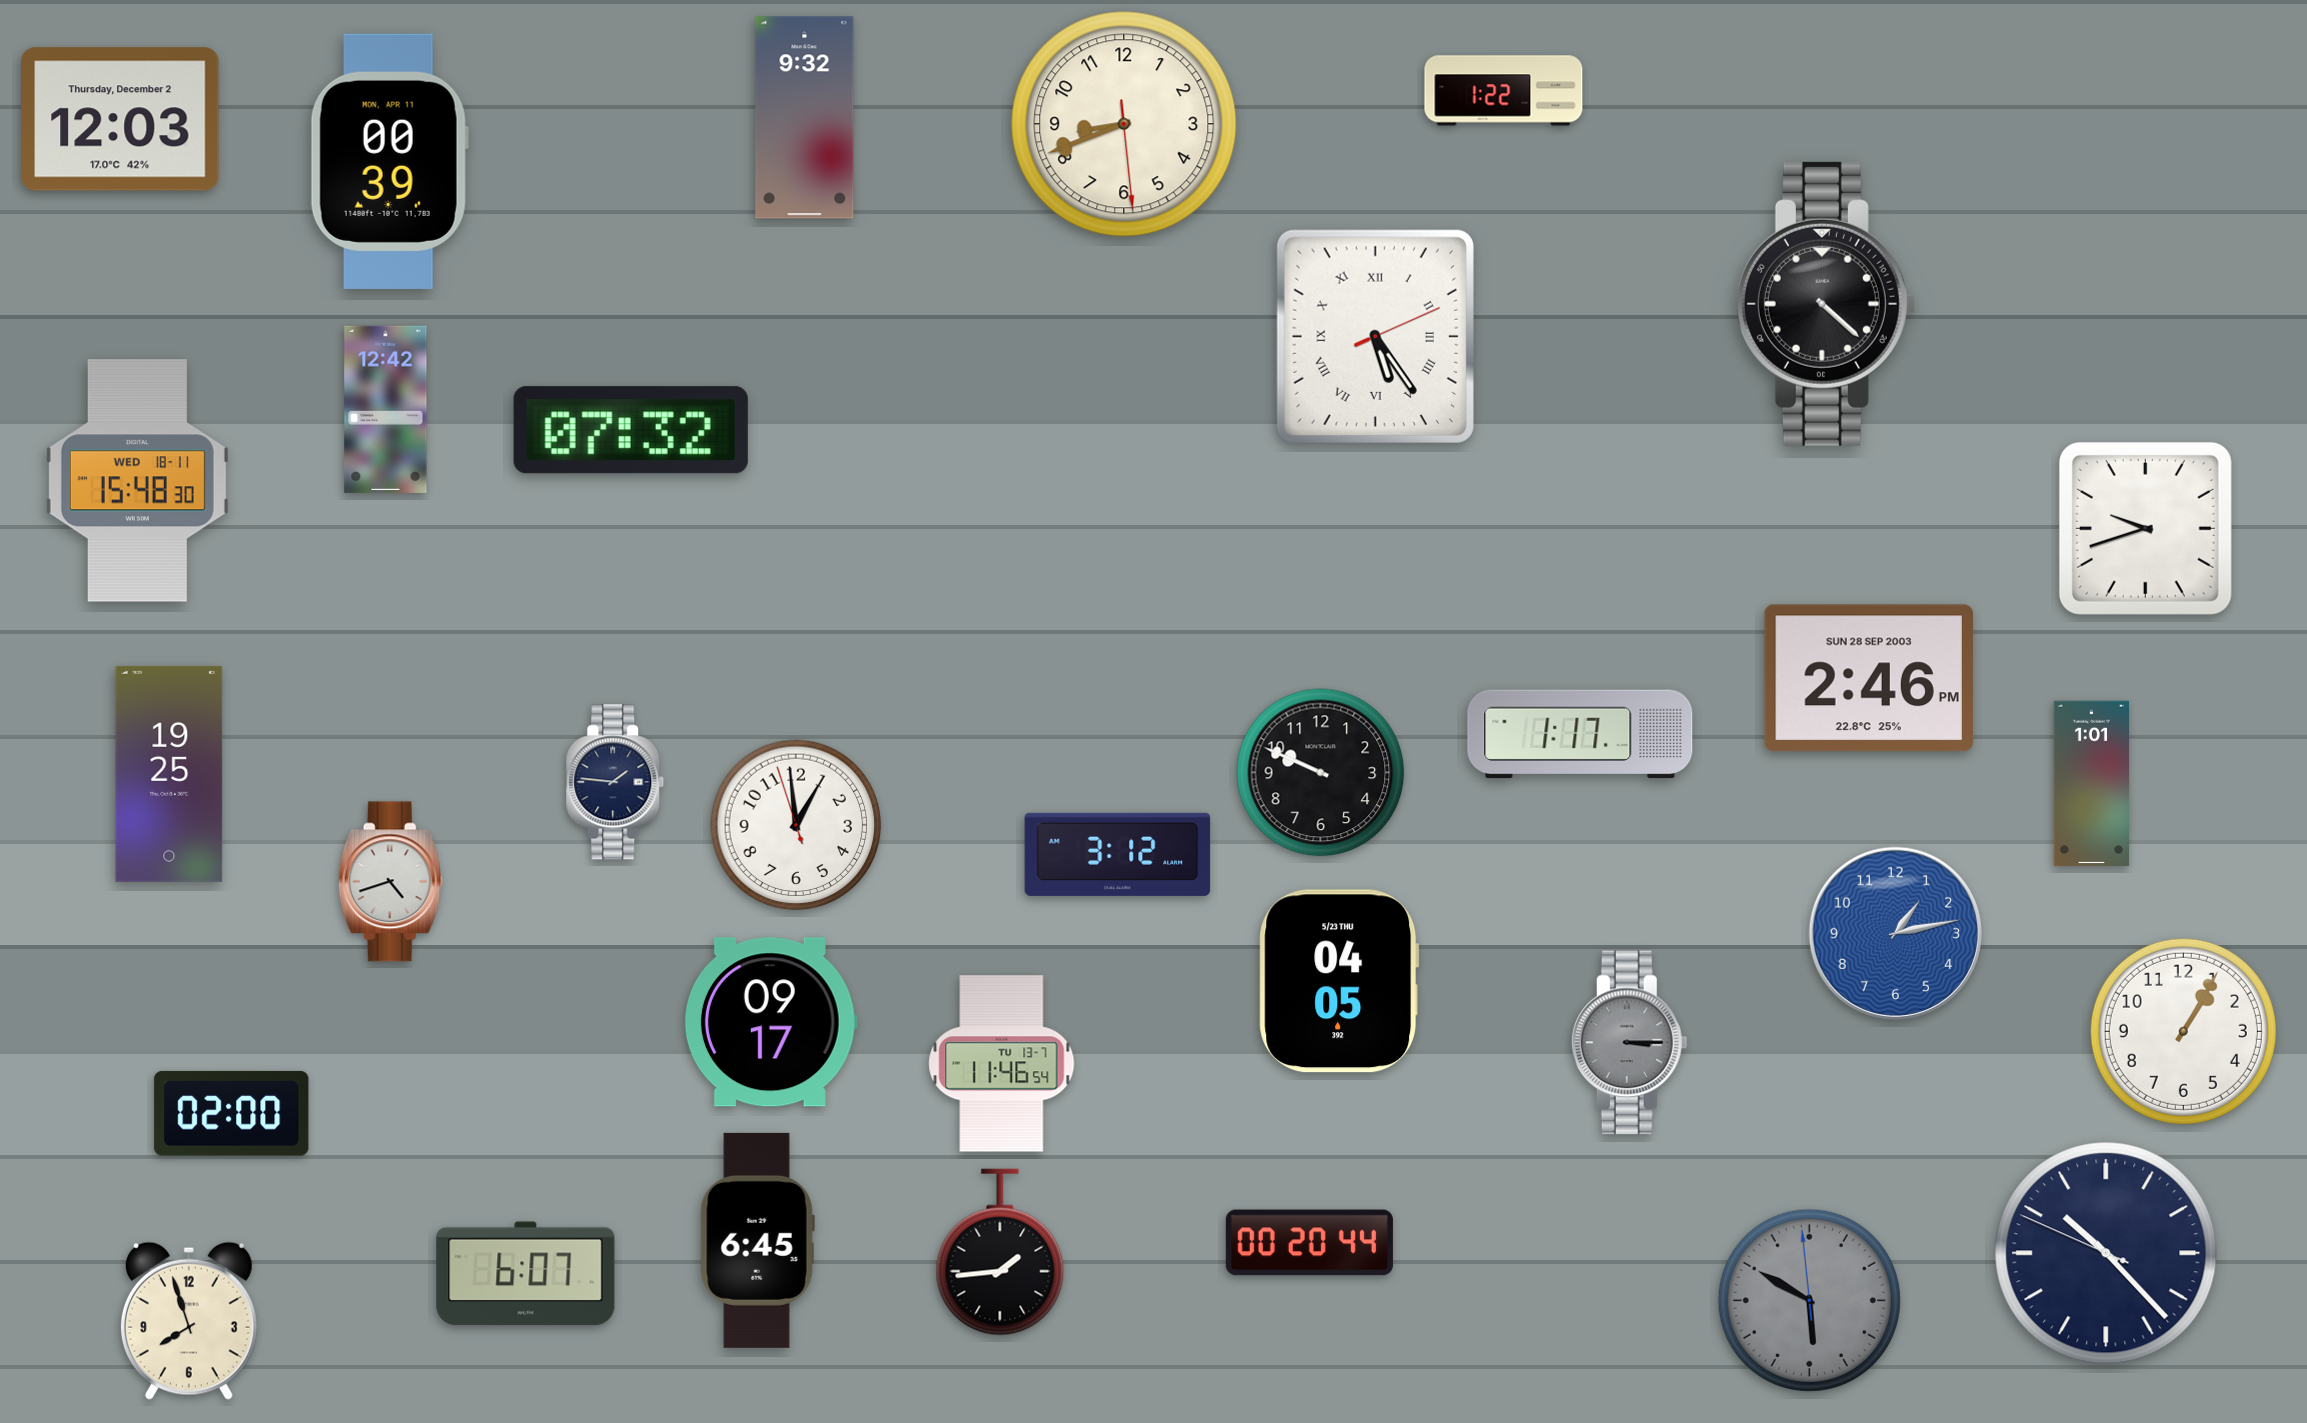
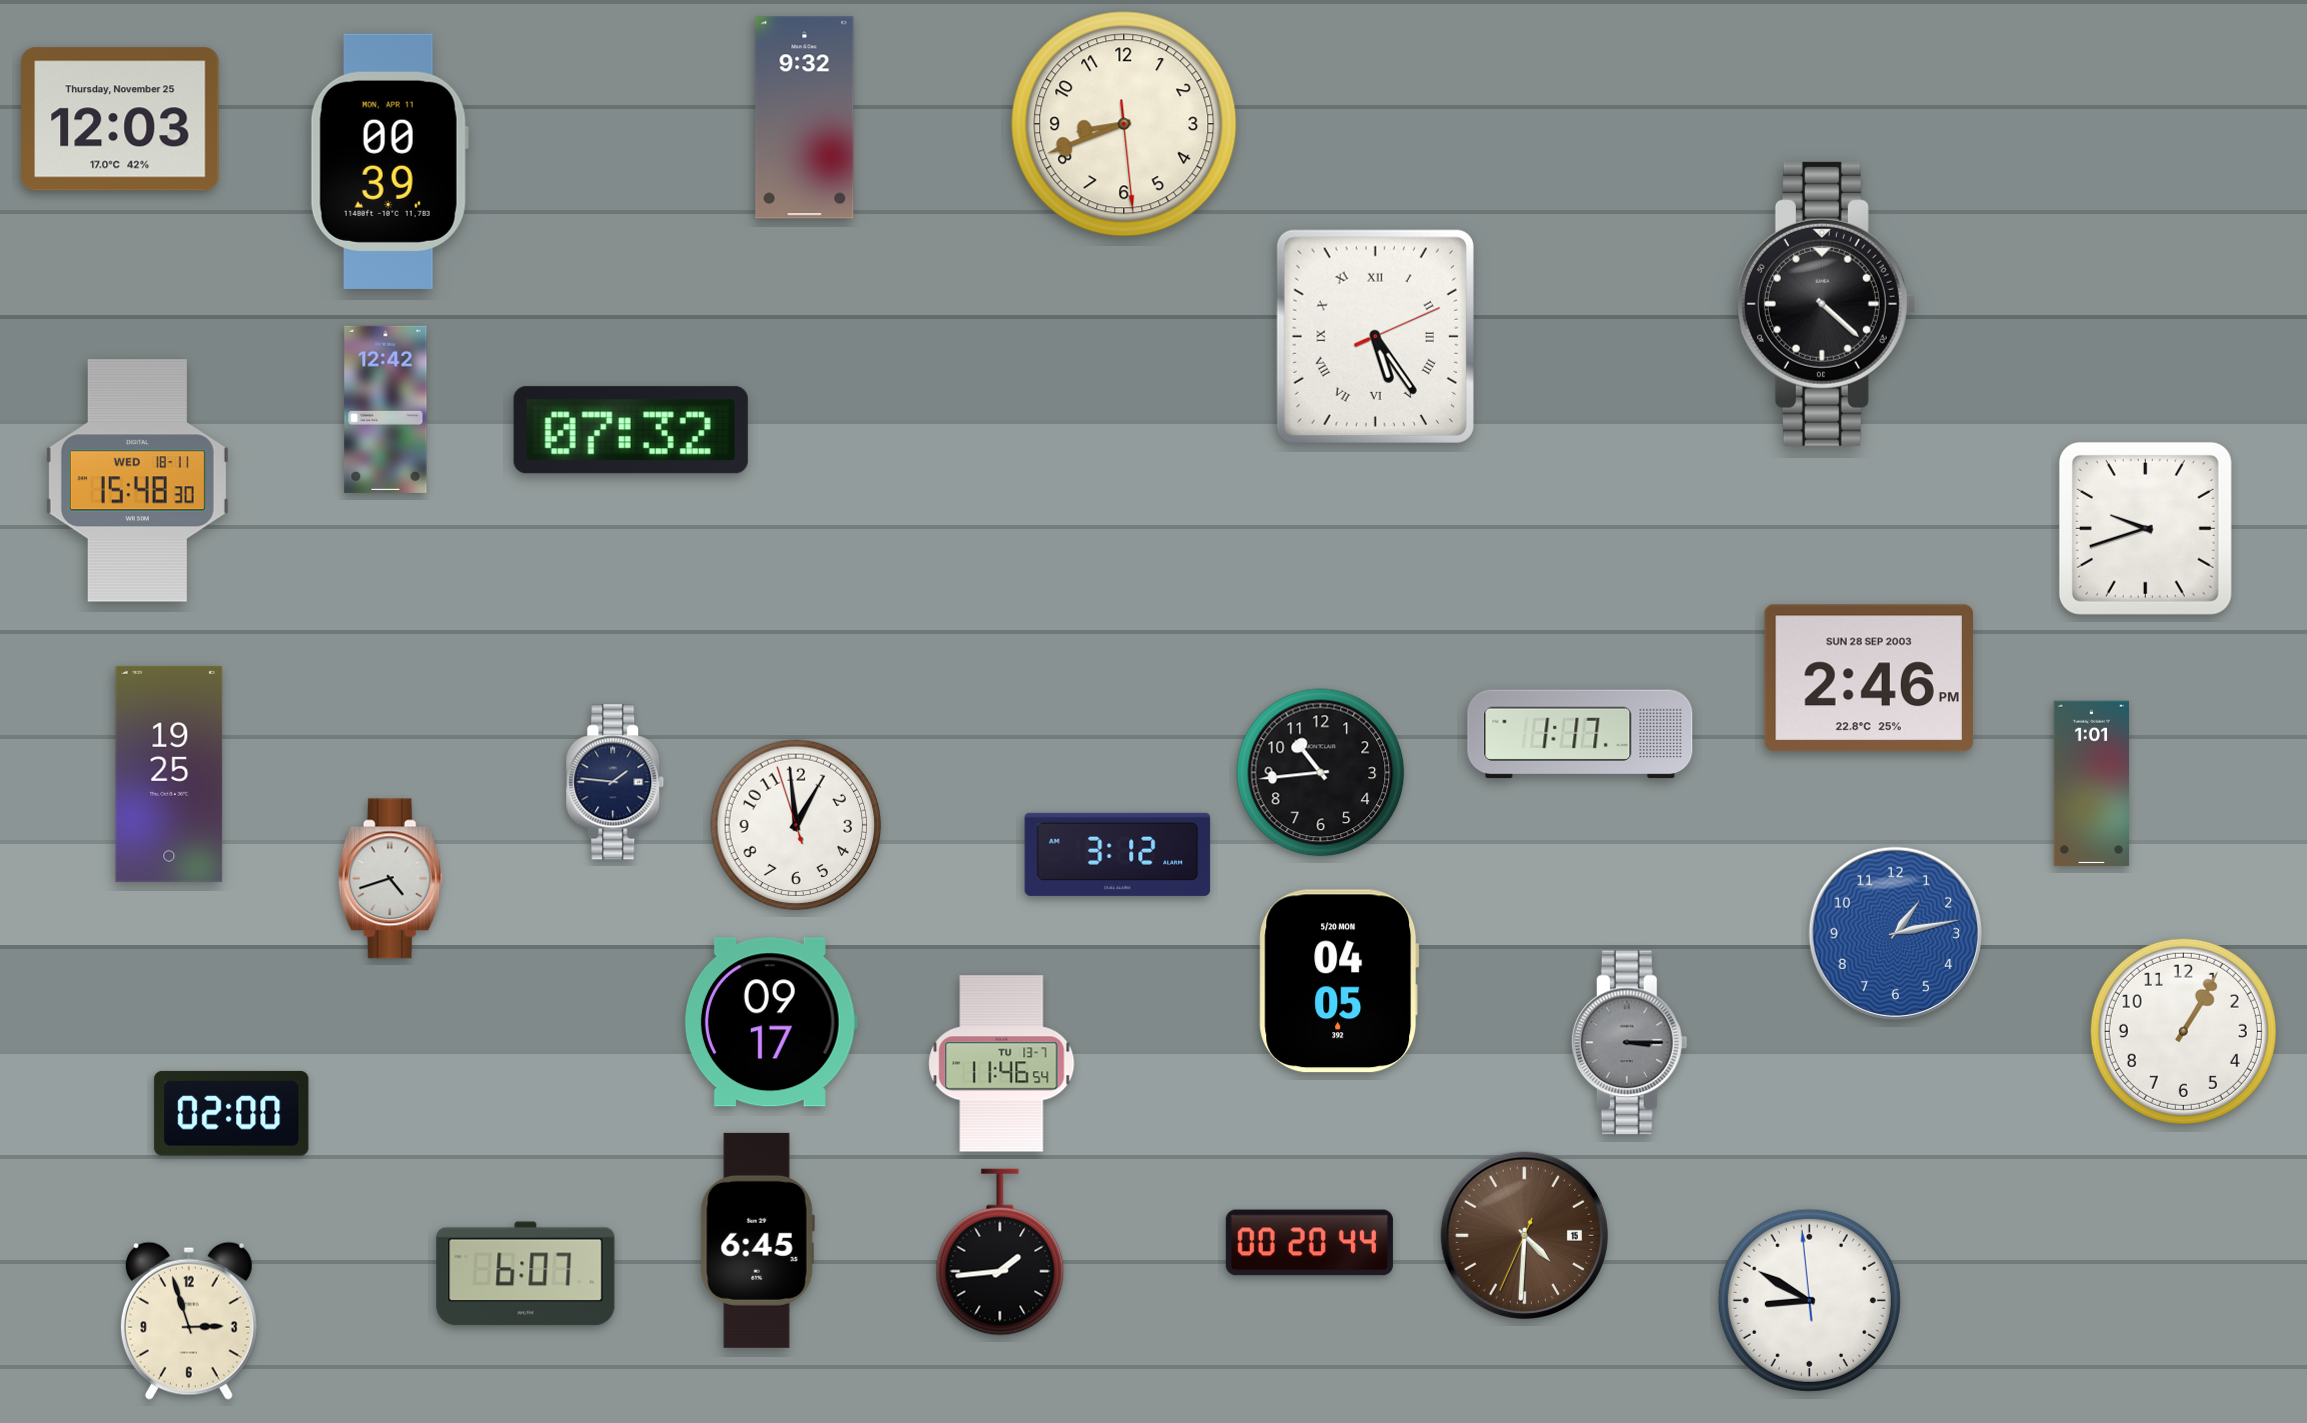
clock at (1504, 91): 1:22 -> none
clock at (120, 119) date: Thursday, December 2 -> Thursday, November 25
clock at (1321, 773): 9:49 -> 10:44
clock at (390, 882) position: (390, 882) -> (390, 879)
clock at (1339, 981) date: 5/23 THU -> 5/20 MON
clock at (1524, 1235): none -> 4:30
clock at (2106, 1253): 10:22 -> none
clock at (1809, 1300): 5:49 -> 8:49
clock at (1809, 1300) dial: grey -> white
clock at (189, 1321): 7:57 -> 2:57
